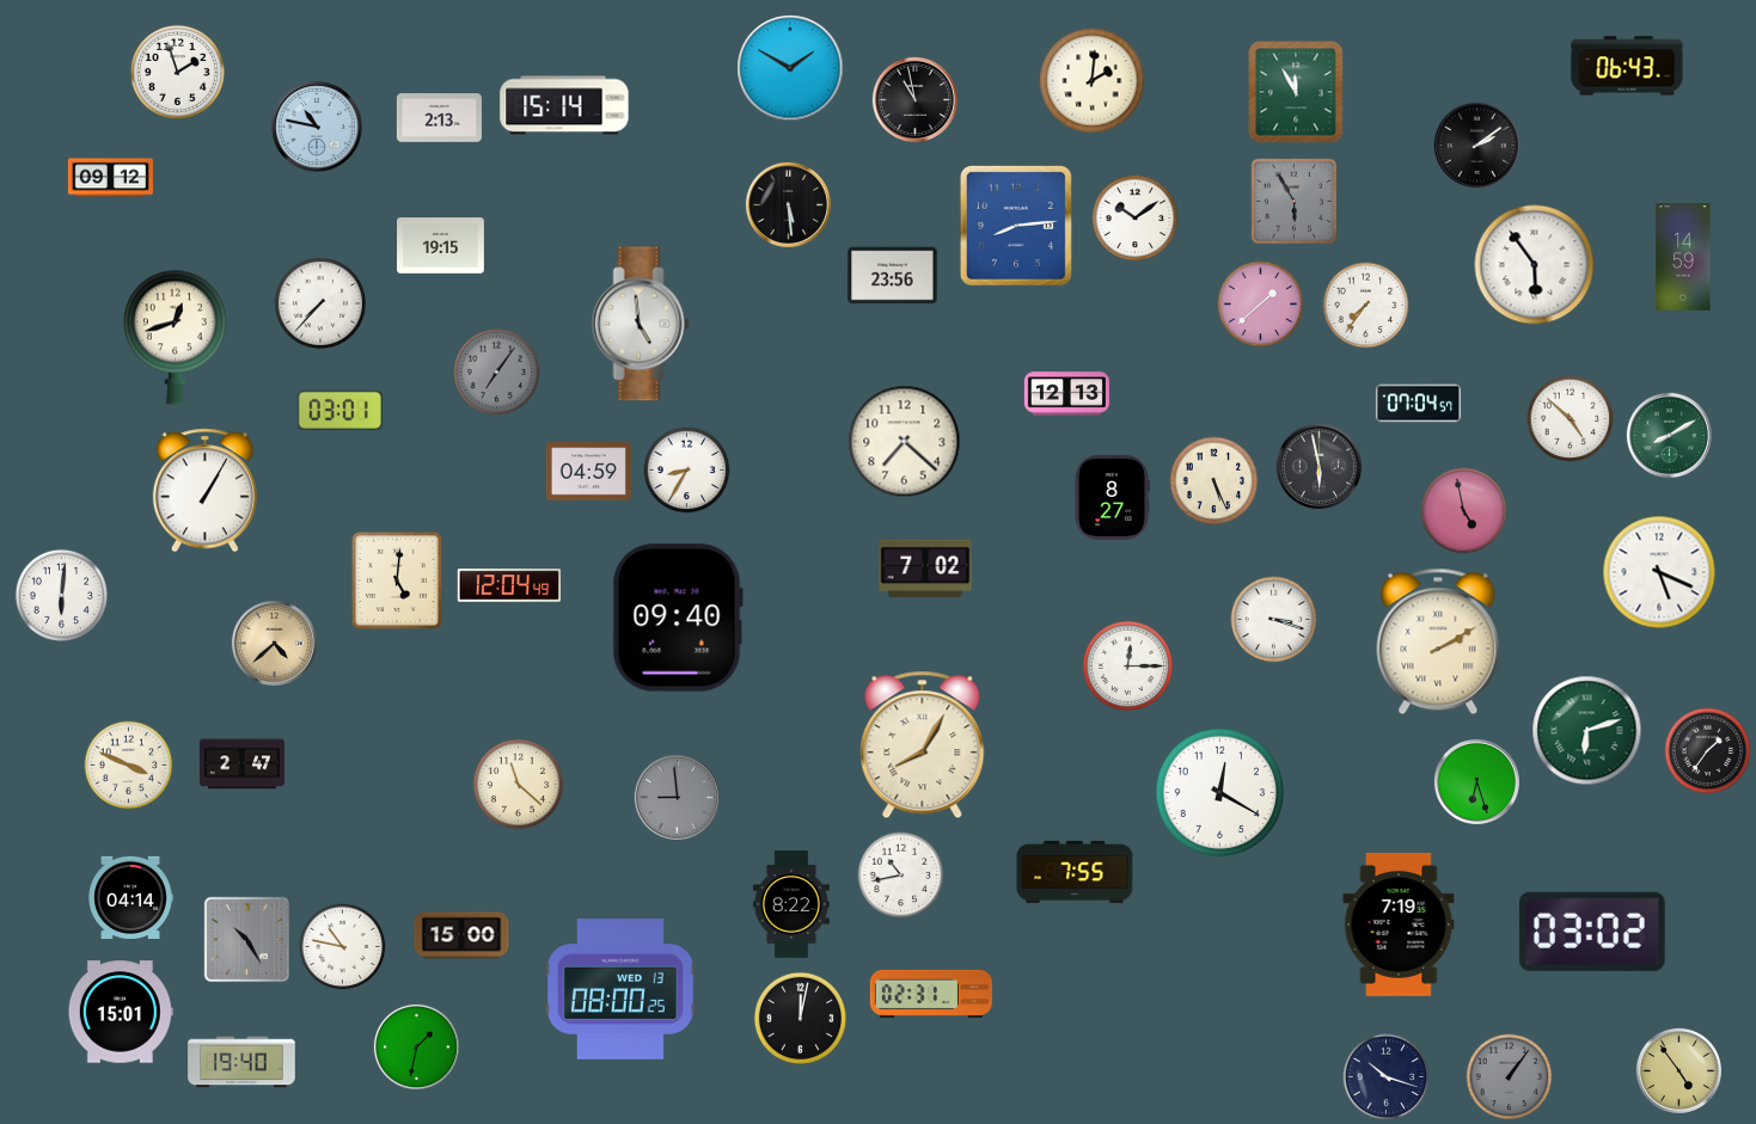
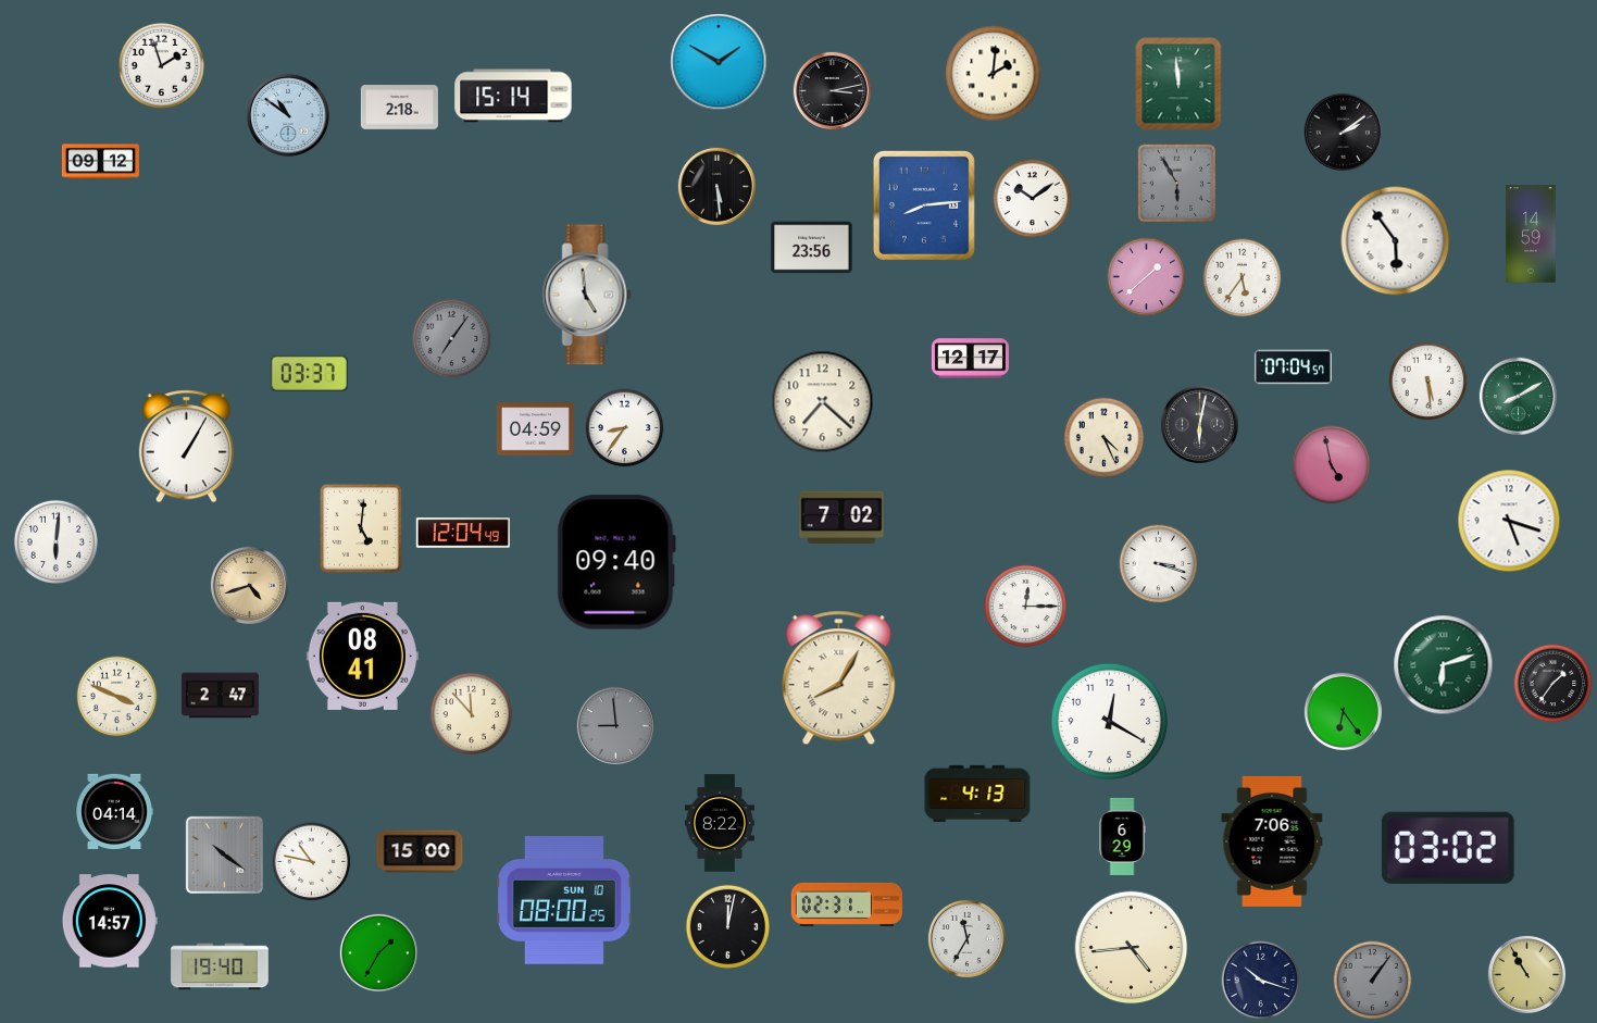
clock at (1627, 66): 06:43 -> none
clock at (1296, 92): 11:55 -> 11:59
clock at (914, 99): 10:58 -> 3:13
clock at (439, 118): 2:13 -> 2:18
clock at (317, 127): 10:47 -> 10:51
clock at (441, 246): 19:15 -> none
clock at (893, 276) position: (893, 276) -> (812, 248)
clock at (319, 302): 7:37 -> none
clock at (1366, 306): 7:36 -> 5:36
clock at (641, 324) position: (641, 324) -> (587, 295)
clock at (175, 337): 12:42 -> none
clock at (1066, 394): 12:13 -> 12:17
clock at (1418, 404) position: (1418, 404) -> (1293, 367)
clock at (339, 410): 03:01 -> 03:37
clock at (1571, 419): 4:52 -> 5:29
clock at (1318, 466): 5:58 -> 6:02
clock at (687, 471): 8:35 -> 8:36
clock at (1214, 481): 5:26 -> 4:26
clock at (1112, 497): 8:27 -> none
clock at (1659, 572): 5:19 -> 5:18
clock at (1438, 641): 2:10 -> none
clock at (274, 643): 4:38 -> 4:42
clock at (362, 656): none -> 08:41
clock at (1476, 781): 6:27 -> 6:24
clock at (519, 785): 11:22 -> 11:53
clock at (1075, 872): 7:55 -> 4:13
clock at (901, 876): 10:43 -> none
clock at (130, 898) position: (130, 898) -> (114, 812)
clock at (1122, 836): none -> 6:29
clock at (1399, 925): 7:19 -> 7:06
clock at (246, 939): 10:25 -> 10:21
clock at (620, 990) date: WED 13 -> SUN 10
clock at (121, 1012): 15:01 -> 14:57
clock at (966, 938): none -> 11:35
clock at (1132, 948): none -> 4:44
clock at (416, 1046): 1:32 -> 1:35
clock at (1678, 1070): 4:54 -> 10:55
